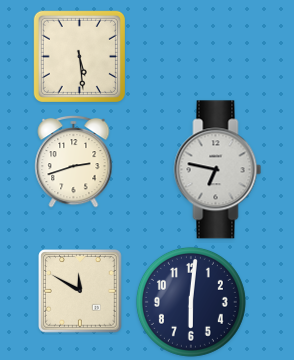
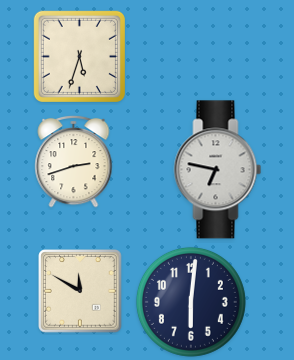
clock at (79, 56): 5:29 -> 5:33
